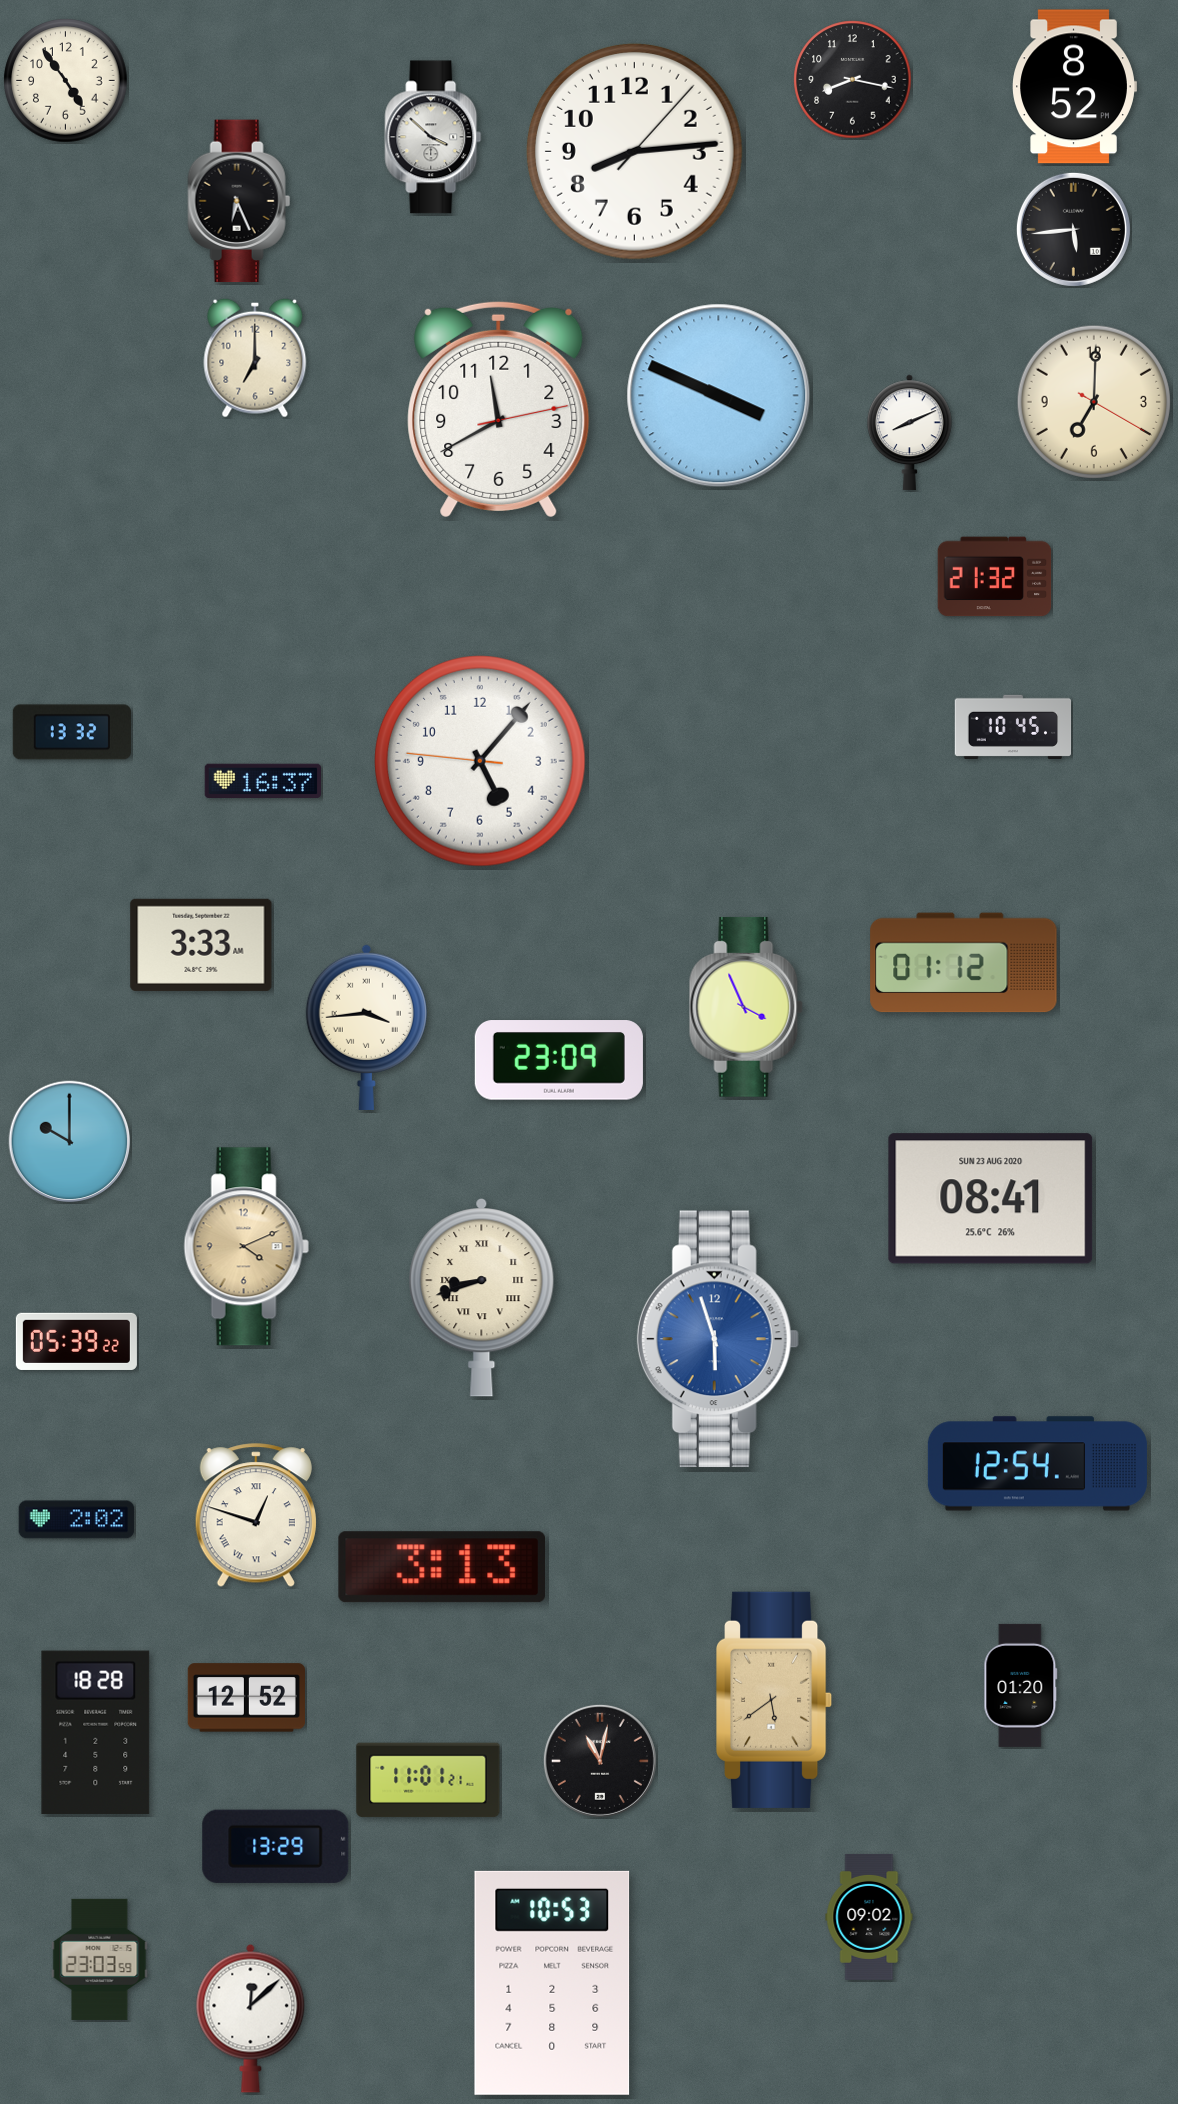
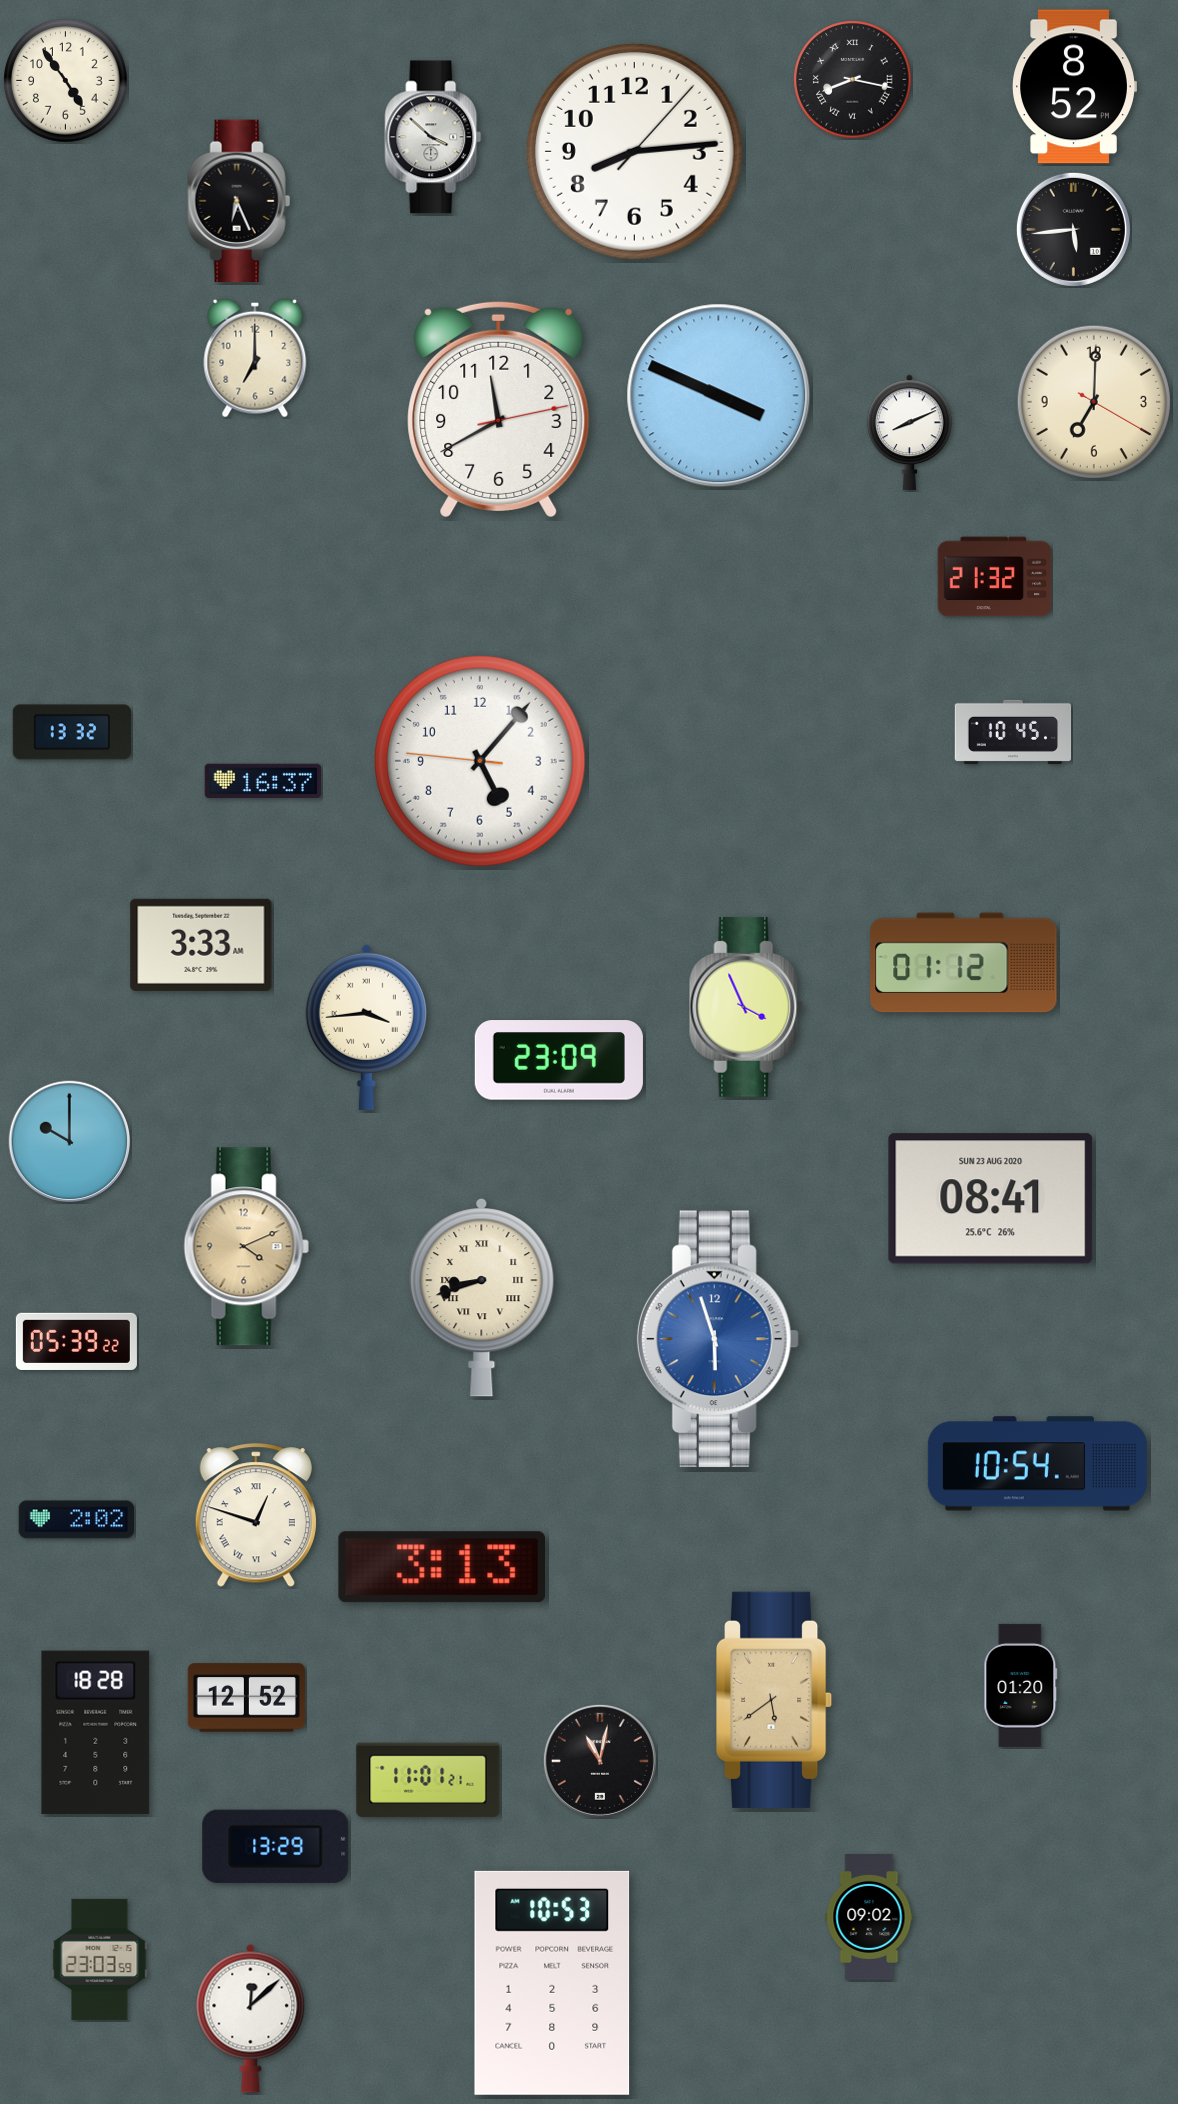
clock at (853, 80) numerals: Arabic -> Roman
clock at (1013, 727) position: (1013, 727) -> (1013, 732)
clock at (1037, 1464): 12:54 -> 10:54
